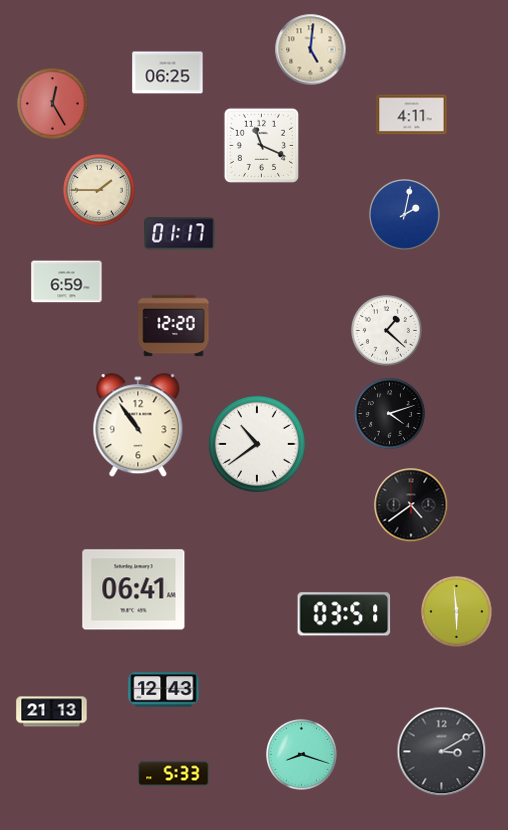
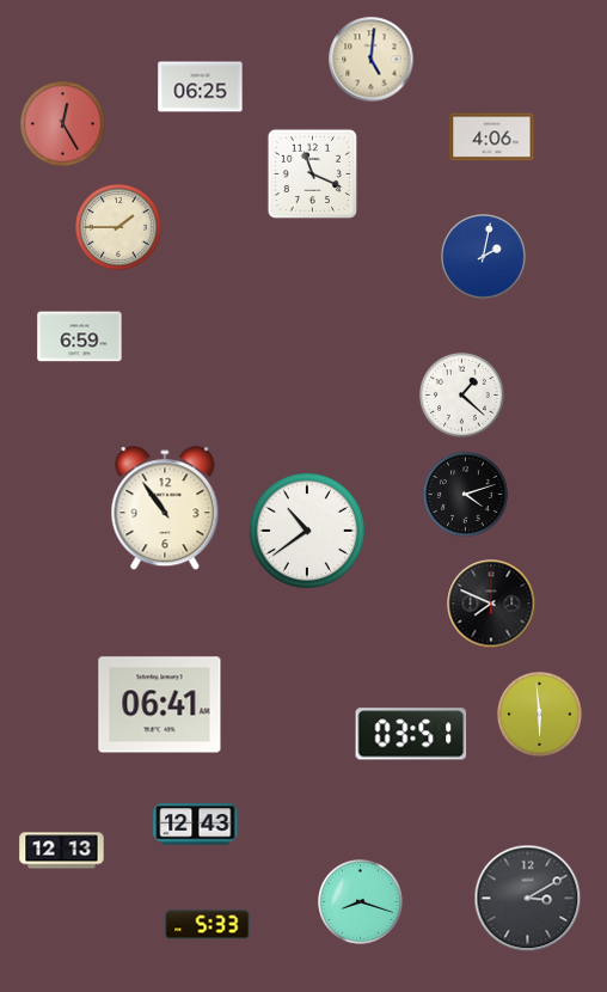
clock at (412, 115): 4:11 -> 4:06
clock at (180, 234): 01:17 -> none
clock at (174, 326): 12:20 -> none
clock at (411, 505): 4:39 -> 7:49
clock at (457, 612) position: (457, 612) -> (540, 715)
clock at (52, 712): 21:13 -> 12:13
